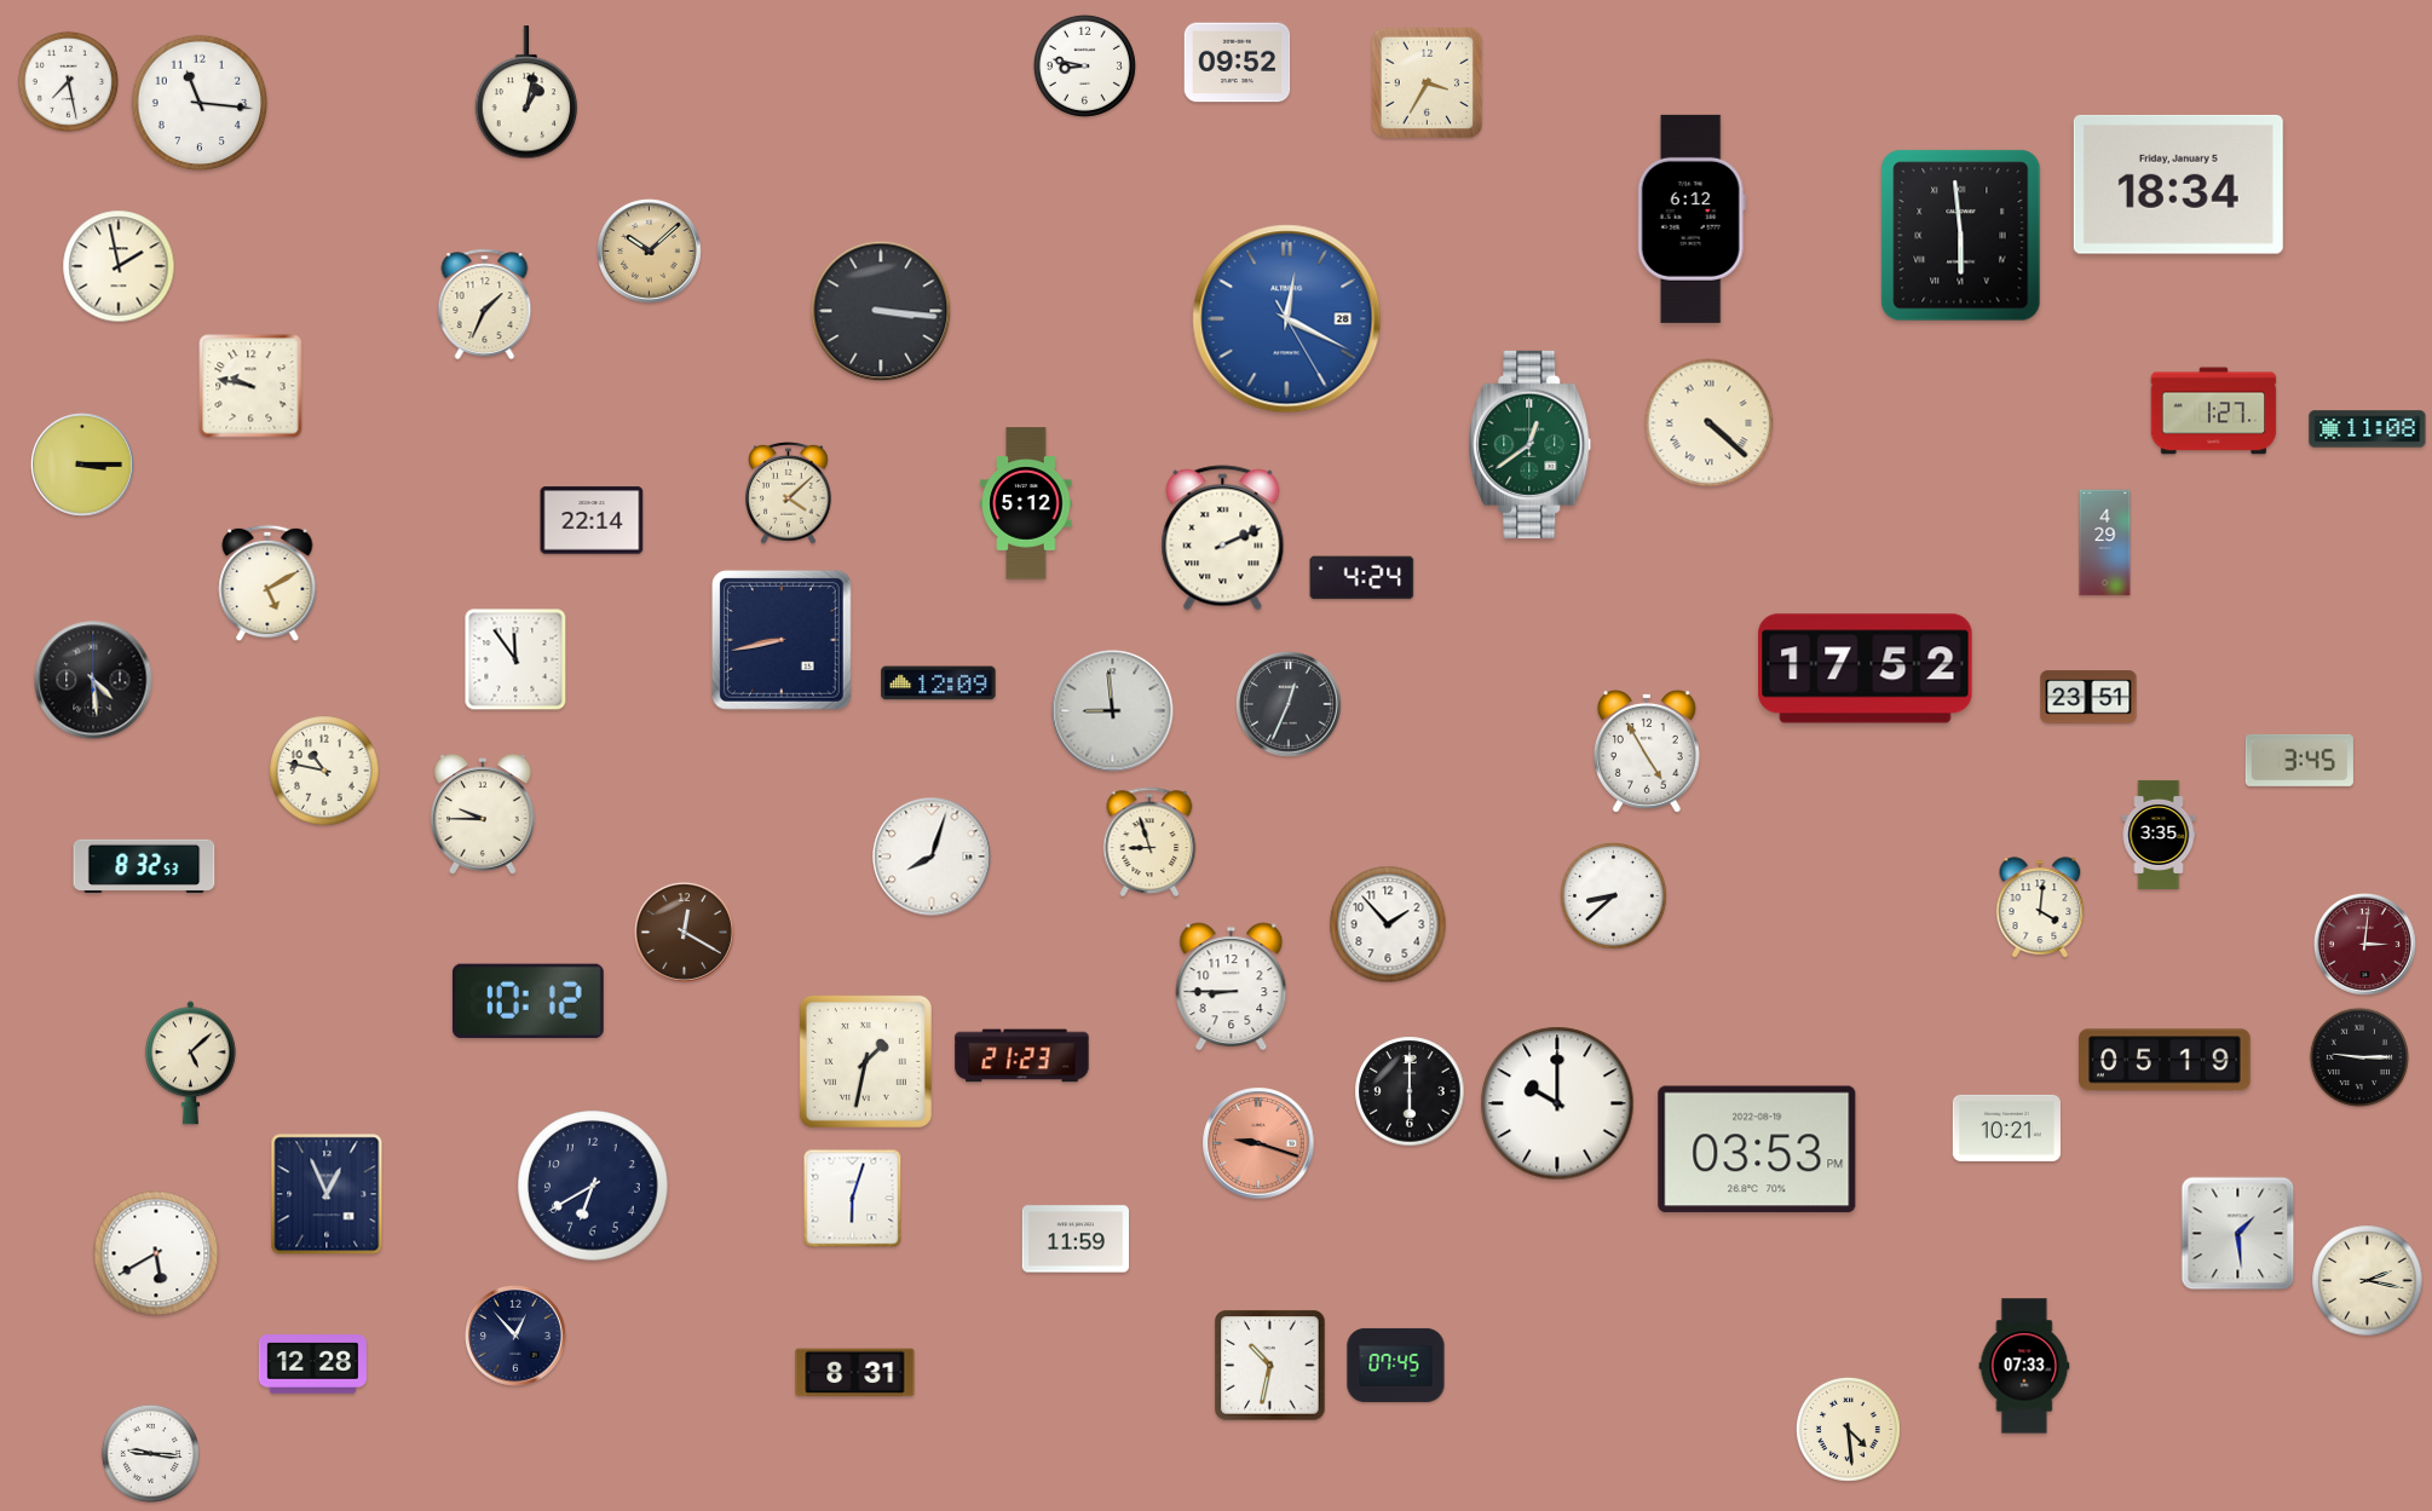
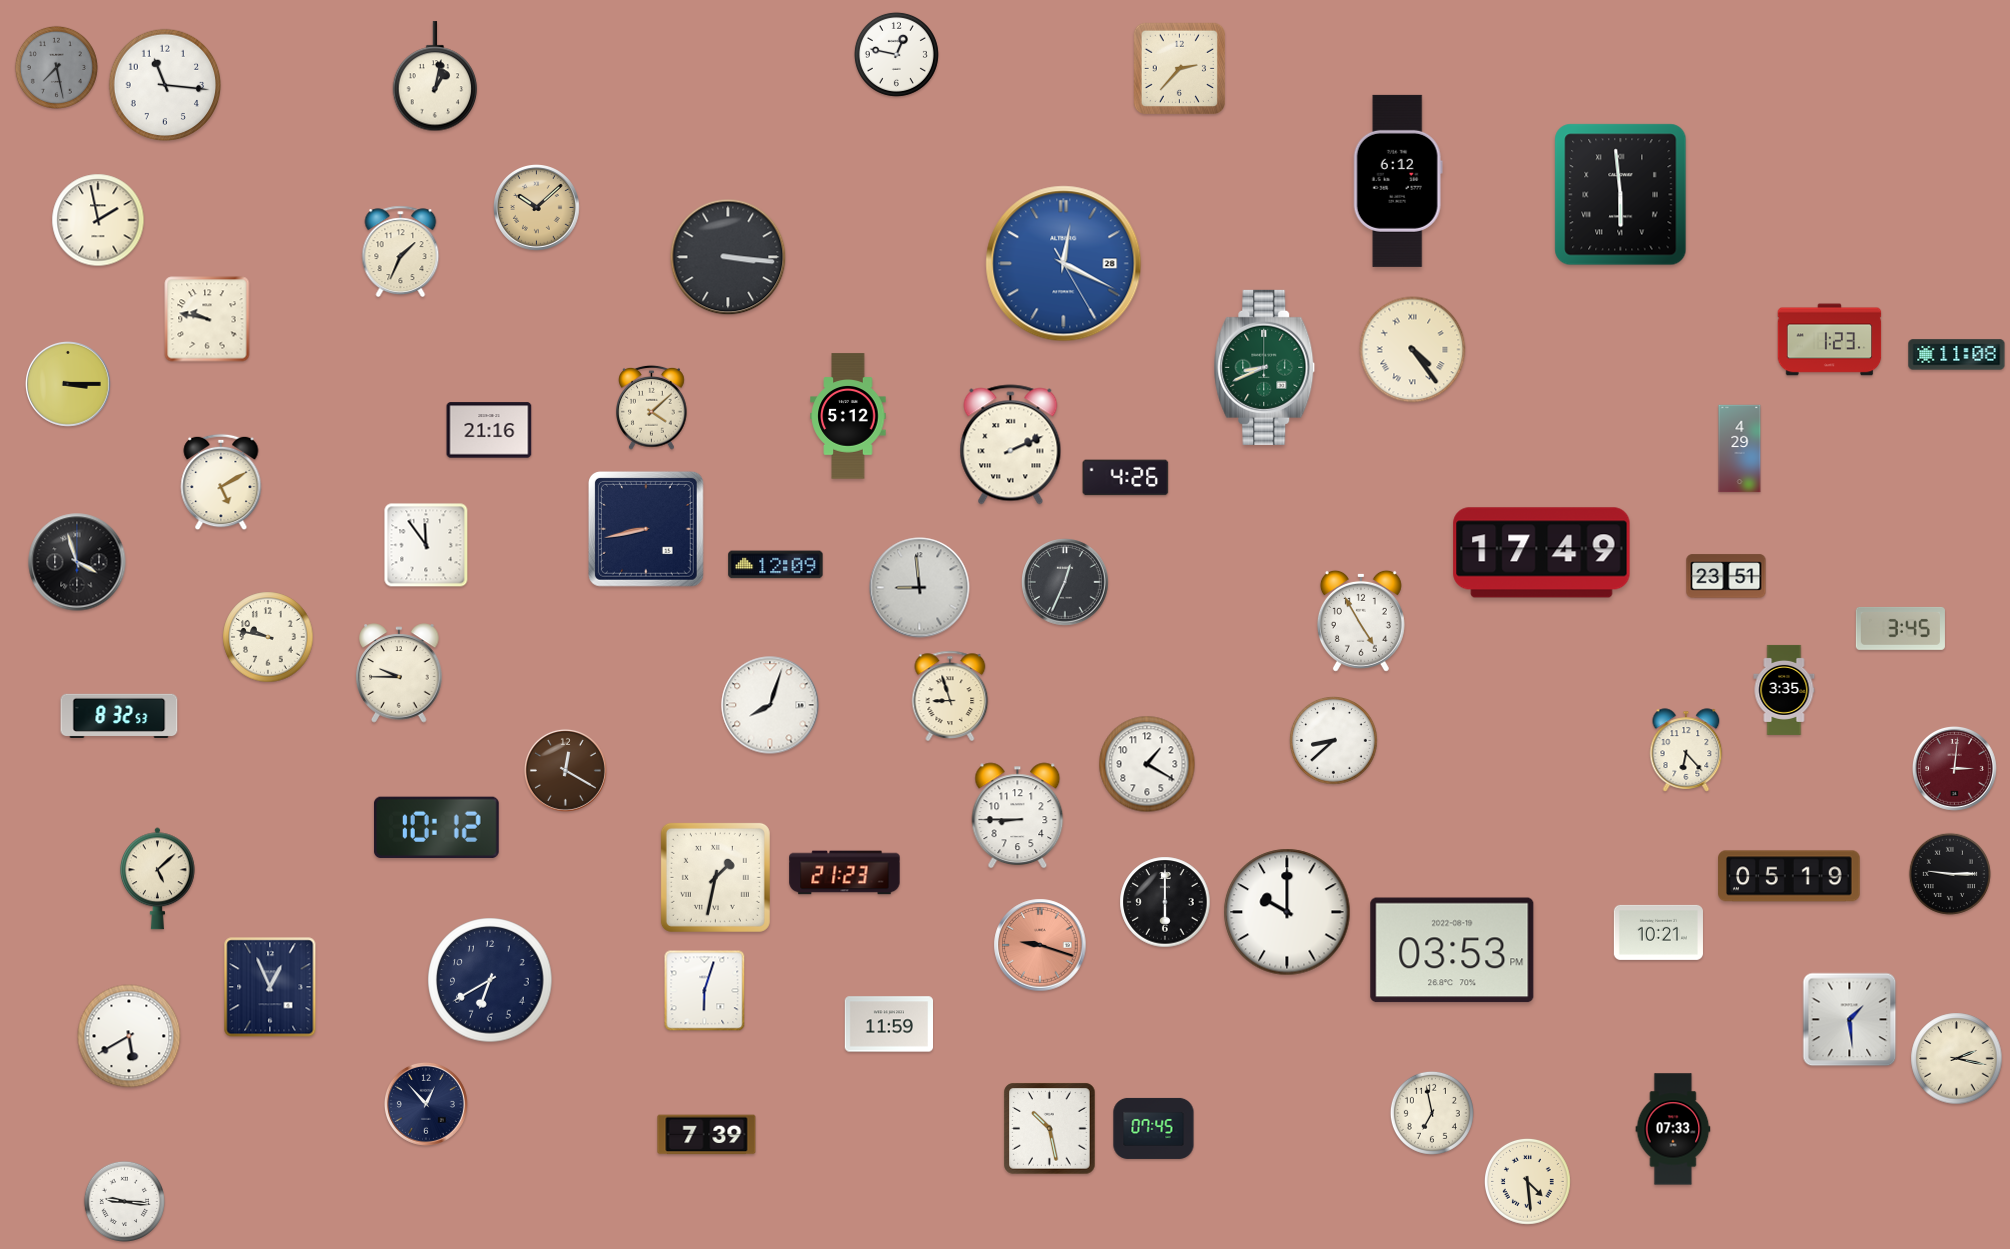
clock at (1238, 63): 09:52 -> none
clock at (1084, 65): 8:47 -> 12:47
clock at (68, 81) dial: white -> grey
clock at (1427, 82): 3:35 -> 2:37
clock at (2178, 184): 18:34 -> none
clock at (2214, 411): 1:27 -> 1:23
clock at (1710, 423): 4:22 -> 4:24
clock at (1531, 444): 12:39 -> 8:41
clock at (592, 520): 22:14 -> 21:16
clock at (1362, 578): 4:24 -> 4:26
clock at (1866, 669): 17:52 -> 17:49
clock at (93, 680): 4:29 -> 3:57
clock at (324, 771): 10:47 -> 9:47
clock at (932, 857) position: (932, 857) -> (770, 705)
clock at (2040, 907): 4:01 -> 6:23
clock at (1388, 924): 1:53 -> 1:20
clock at (2364, 944) position: (2364, 944) -> (1954, 768)
clock at (1432, 1113): none -> 6:58
clock at (312, 1365): 12:28 -> none
clock at (1270, 1366): 10:32 -> 10:28
clock at (855, 1373): 8:31 -> 7:39
